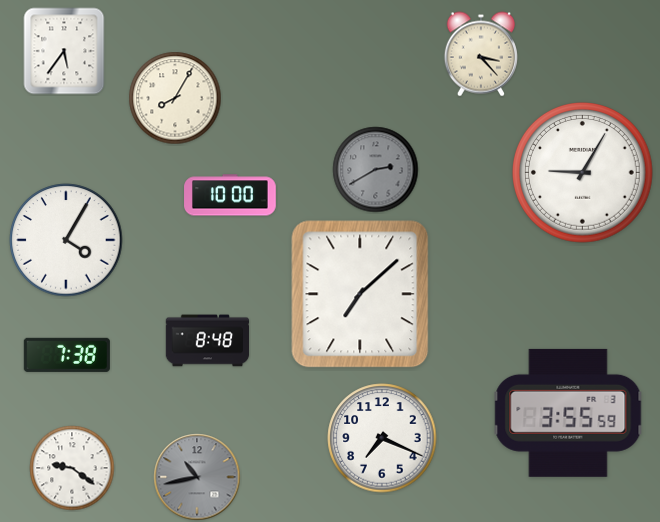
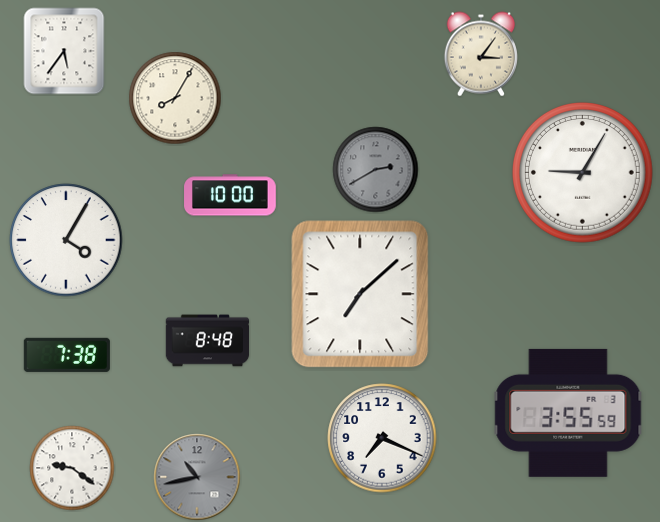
clock at (481, 54): 3:23 -> 3:06
